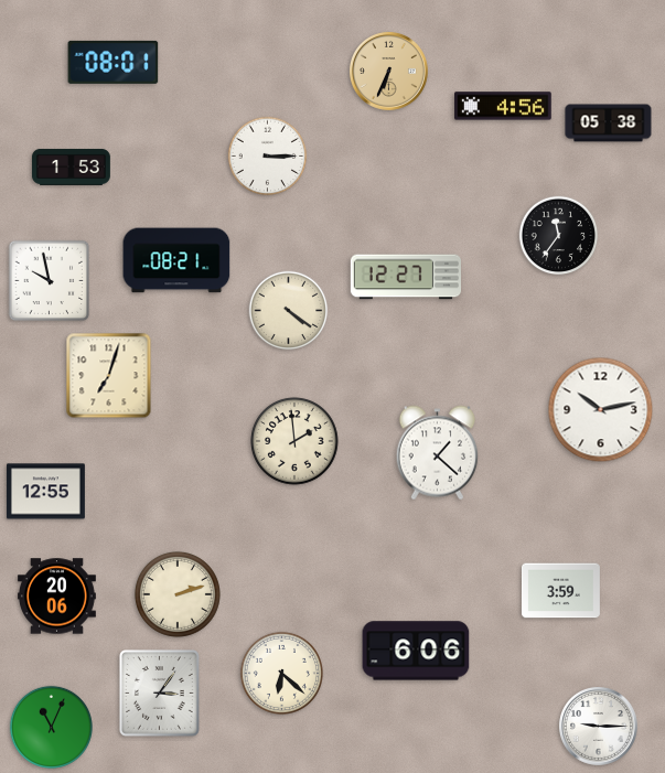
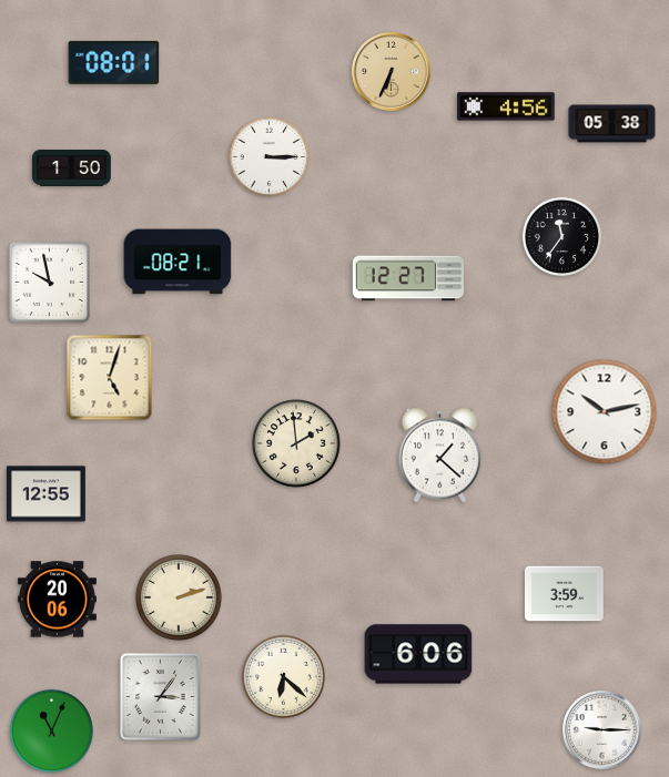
clock at (71, 167): 1:53 -> 1:50
clock at (289, 311): 4:21 -> none
clock at (109, 376): 7:03 -> 5:03
